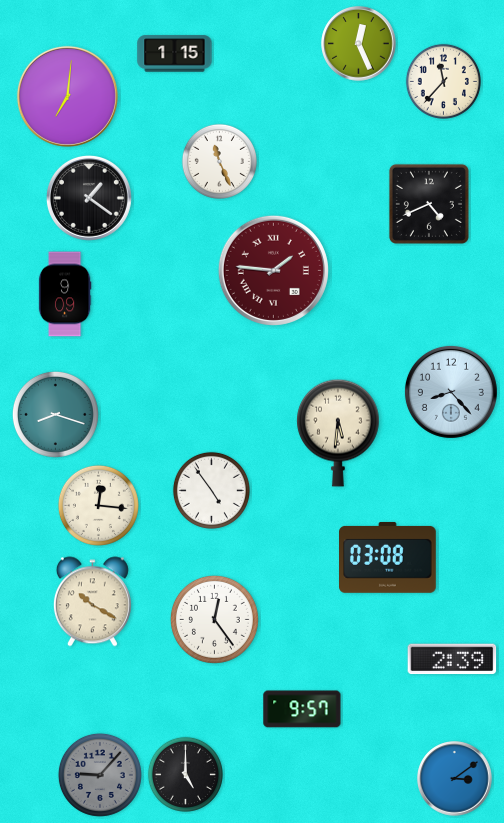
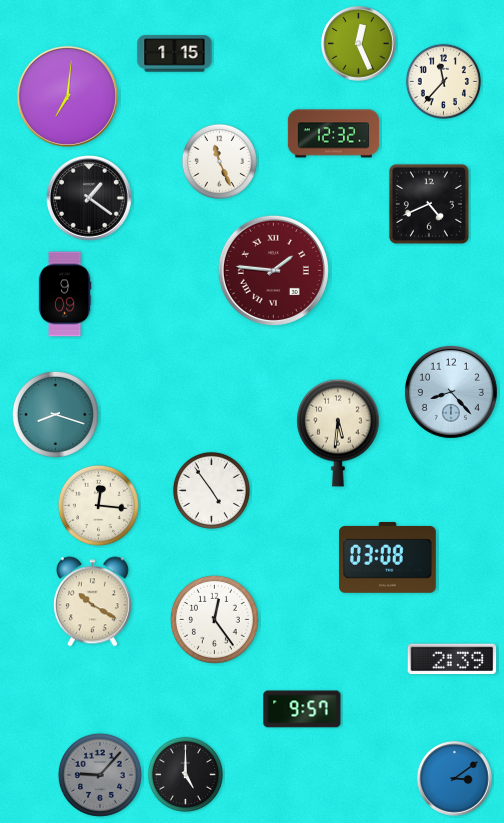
clock at (334, 134): none -> 12:32
